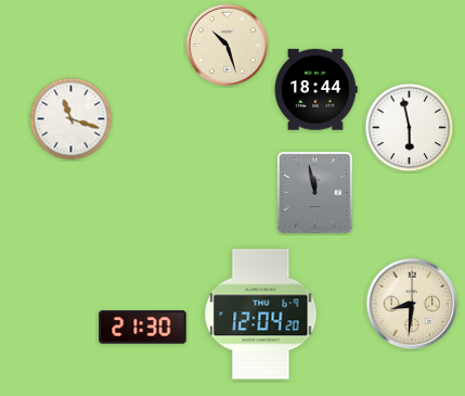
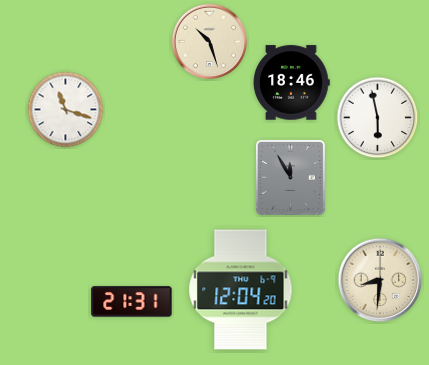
clock at (315, 90): 18:44 -> 18:46
clock at (314, 192): 11:58 -> 11:55
clock at (143, 328): 21:30 -> 21:31
